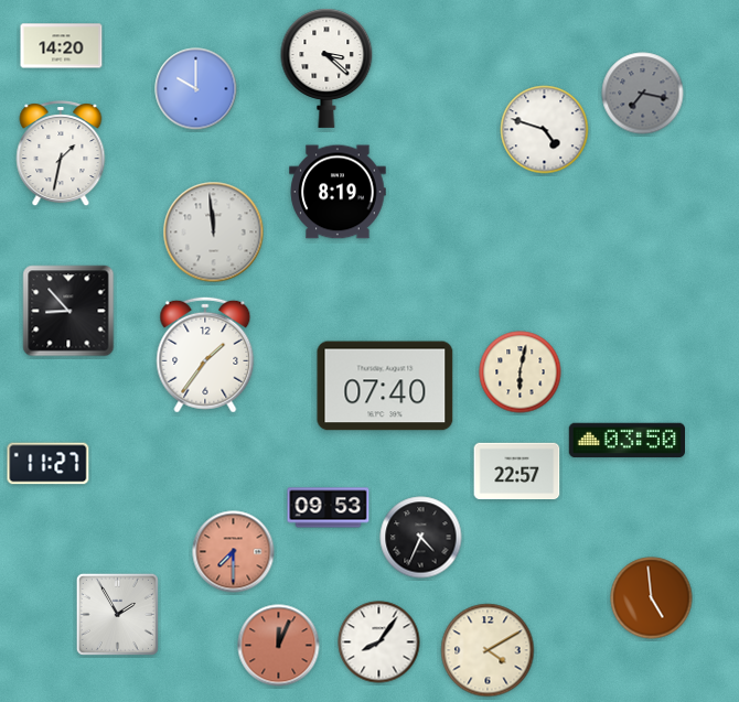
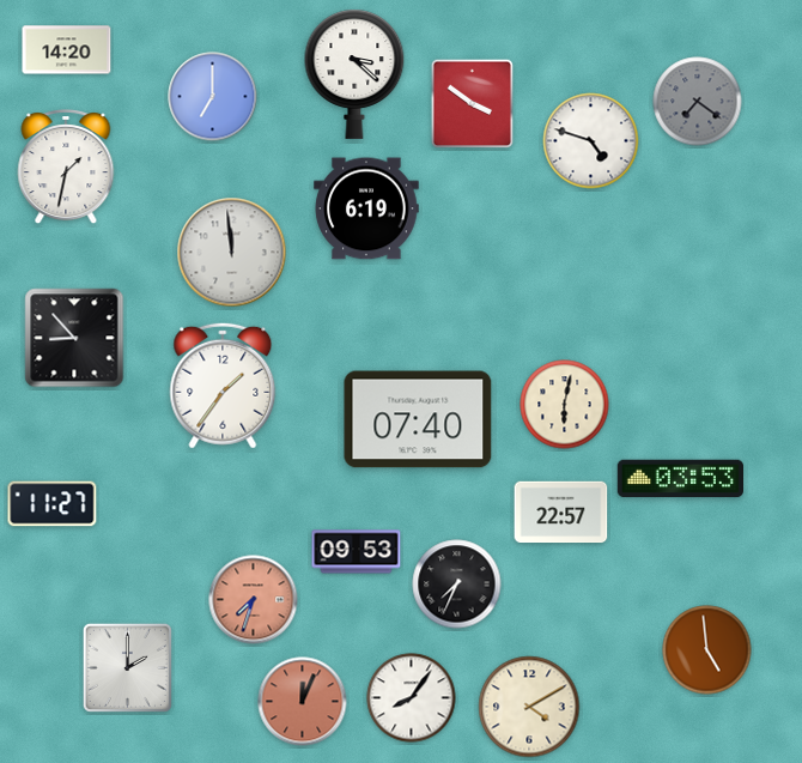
clock at (196, 89): 10:00 -> 7:00
clock at (643, 94): 7:17 -> 7:21
clock at (473, 104): none -> 3:51
clock at (338, 192): 8:19 -> 6:19
clock at (626, 441): 03:50 -> 03:53
clock at (421, 538): 4:34 -> 7:34
clock at (234, 552): 7:30 -> 7:33
clock at (117, 614): 1:55 -> 2:00
